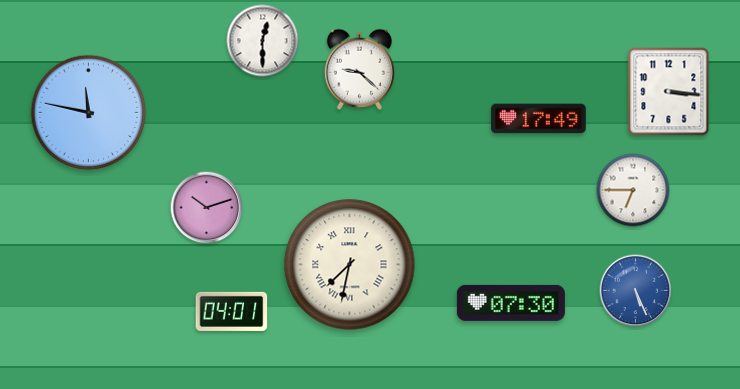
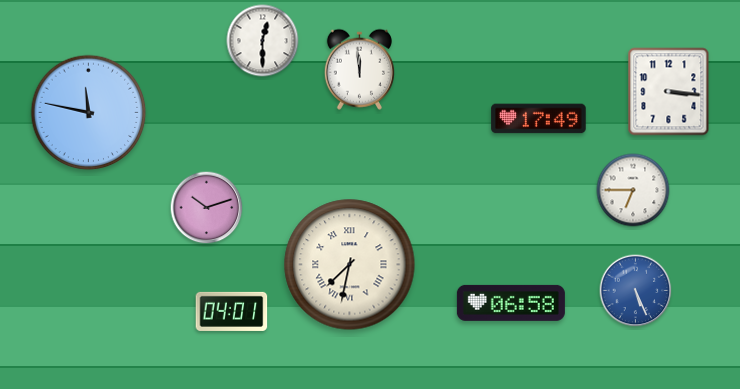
clock at (359, 69): 9:22 -> 11:59
clock at (511, 303): 07:30 -> 06:58
